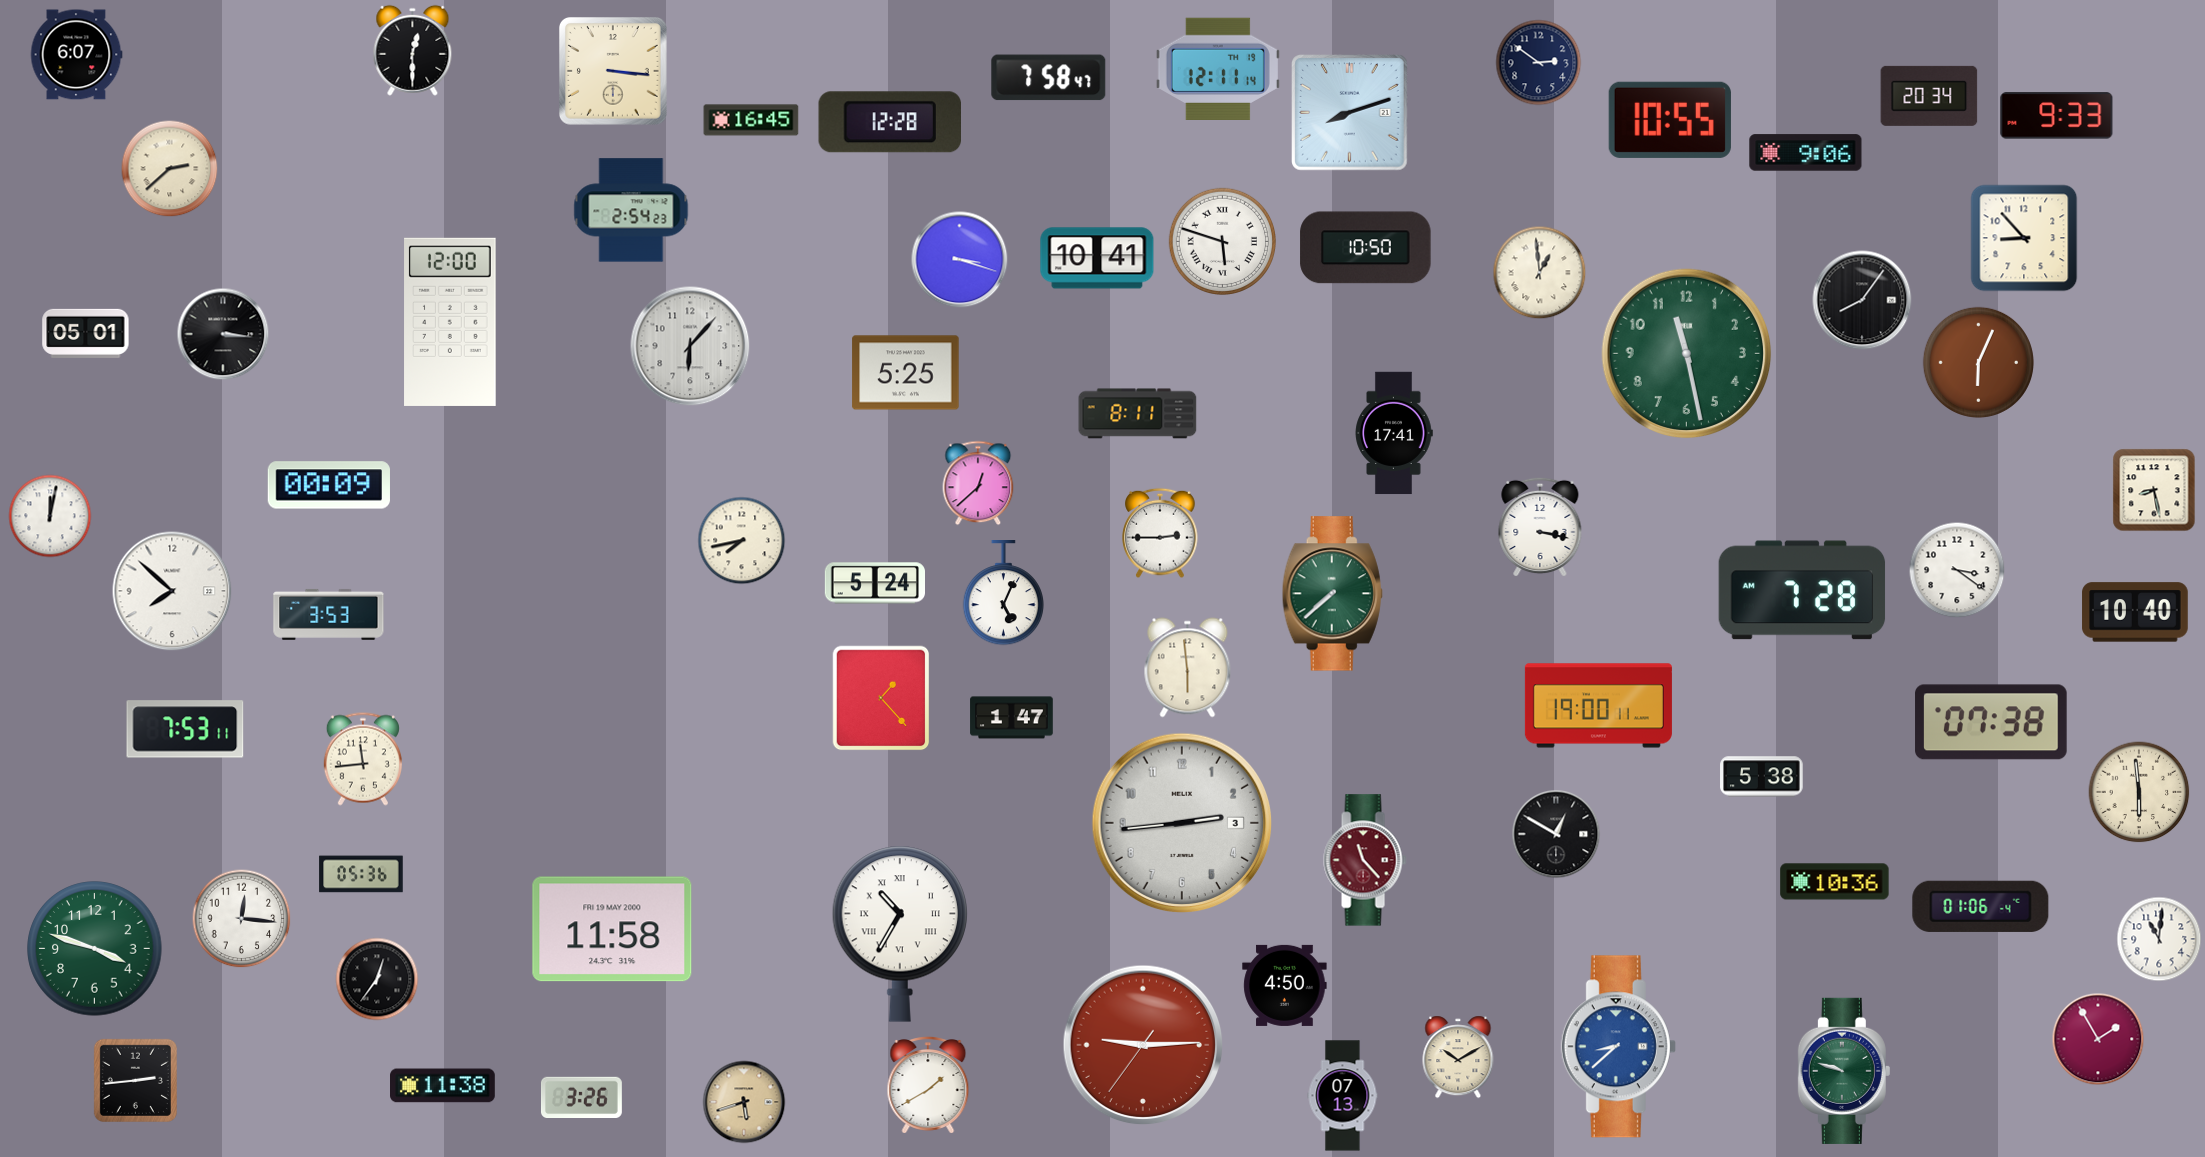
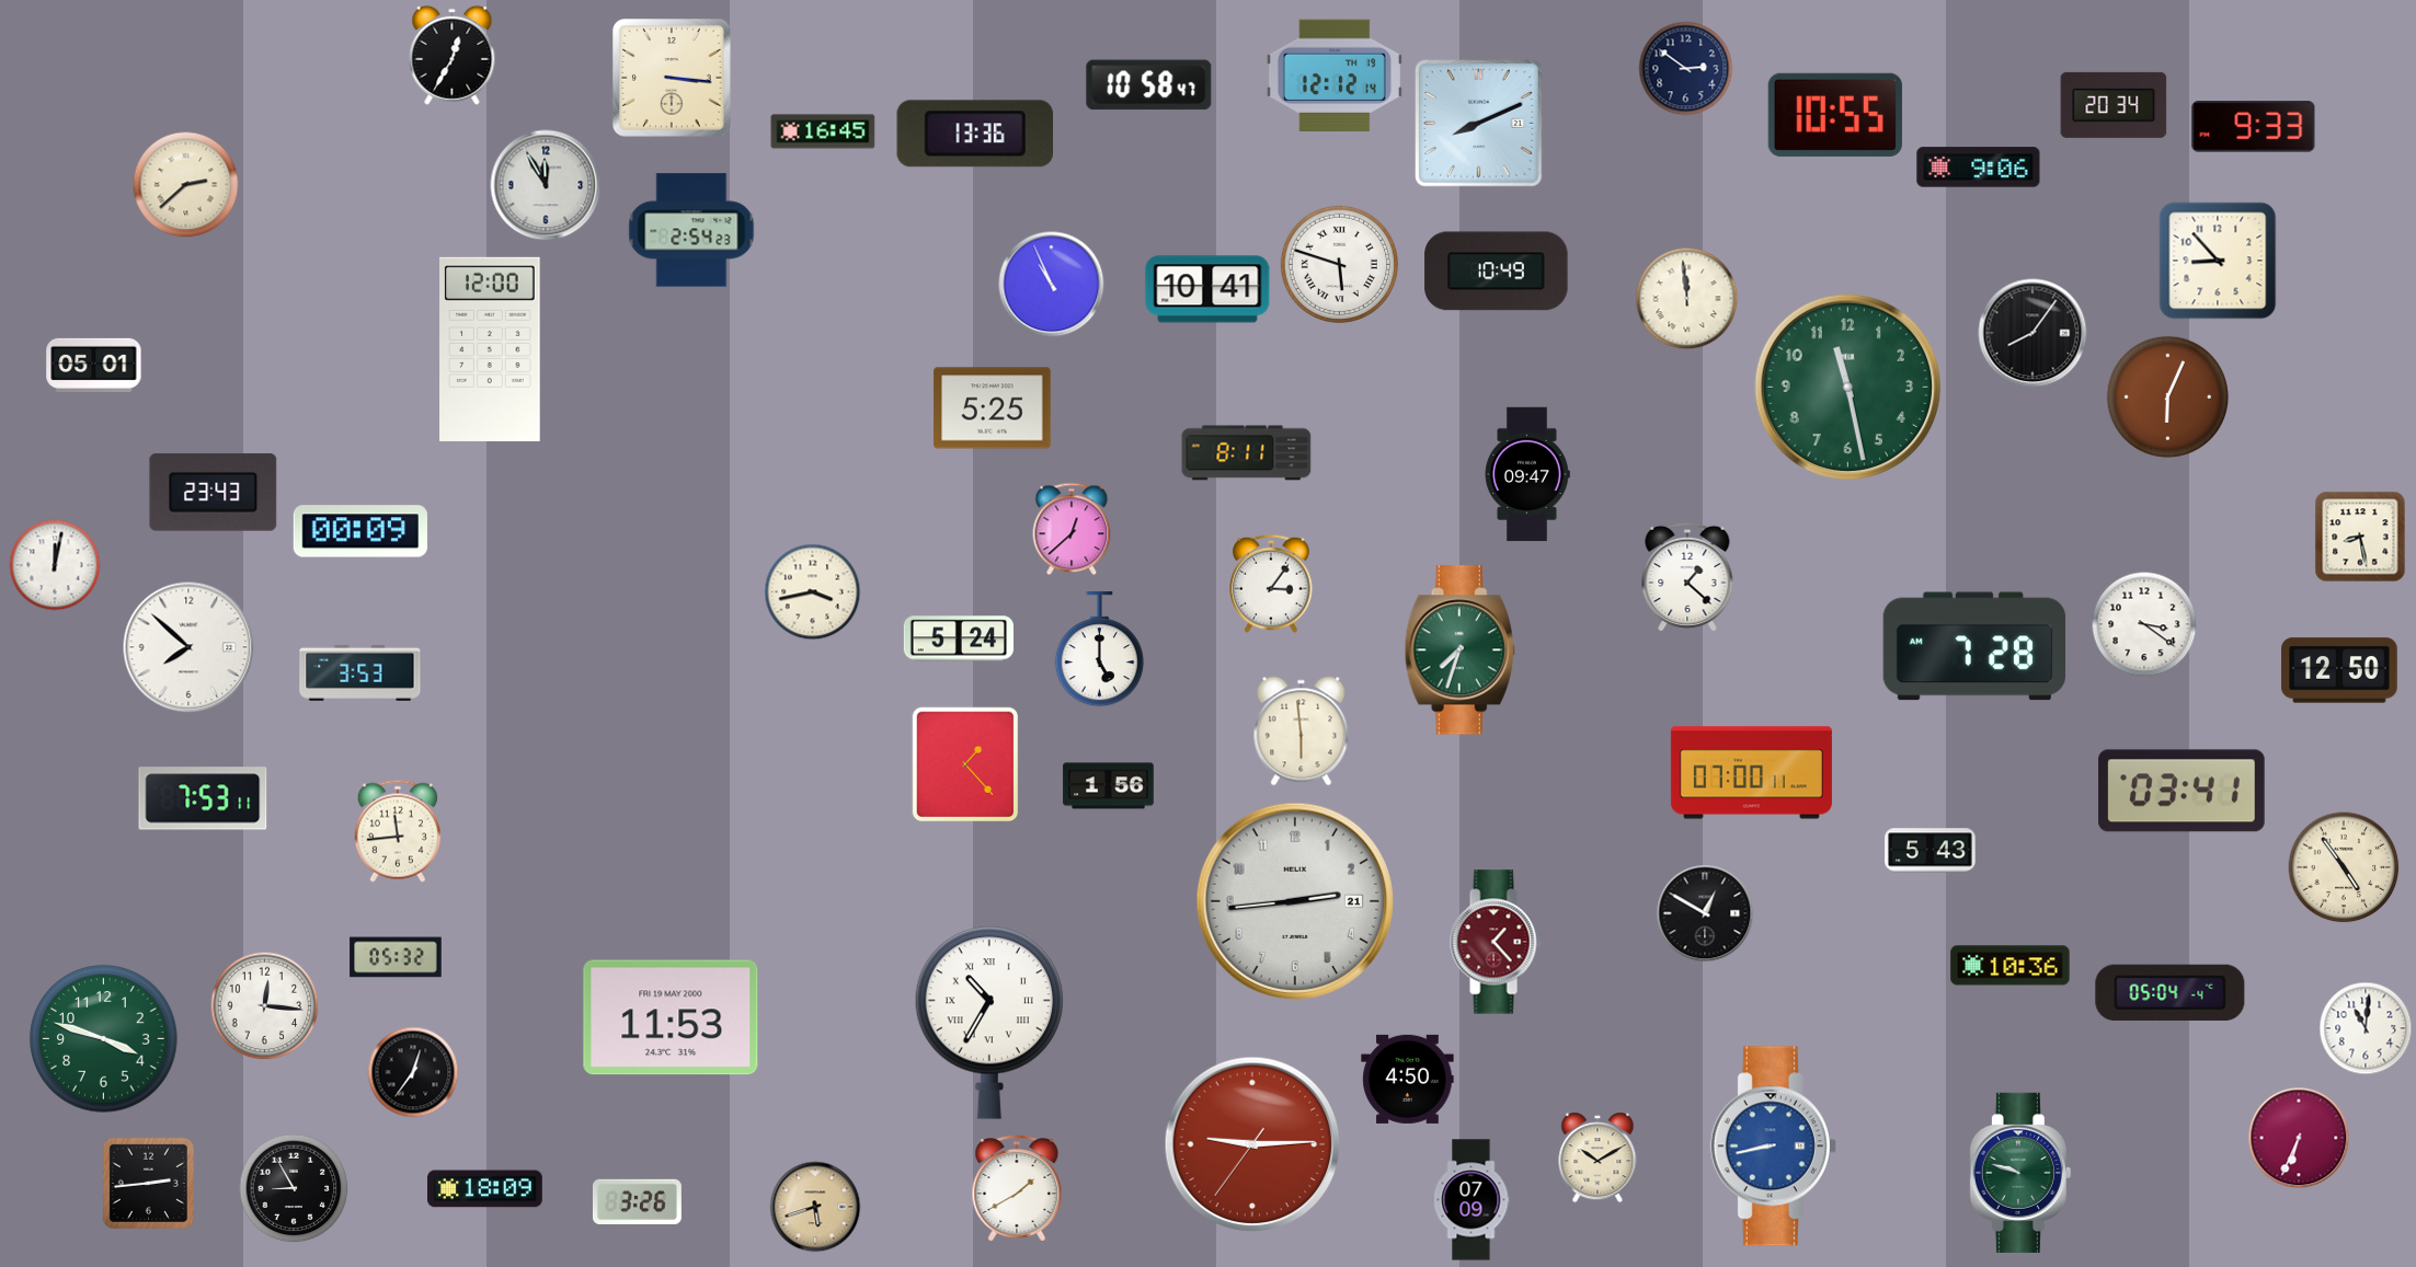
clock at (413, 50): 12:30 -> 12:35
clock at (76, 55): 6:07 -> none
clock at (1218, 68): 12:11 -> 12:12
clock at (1049, 78): 7:58 -> 10:58
clock at (1350, 113): 8:12 -> 8:11
clock at (1670, 120) position: (1670, 120) -> (1835, 115)
clock at (889, 122): 12:28 -> 13:36
clock at (546, 185): none -> 11:55
clock at (1366, 248): 10:50 -> 10:49
clock at (1097, 258) position: (1097, 258) -> (1207, 289)
clock at (960, 260): 3:18 -> 10:56
clock at (1540, 273): 12:59 -> 11:59
clock at (1862, 300) position: (1862, 300) -> (2033, 333)
clock at (450, 322) position: (450, 322) -> (490, 349)
clock at (223, 334): 3:16 -> none
clock at (690, 346): 6:07 -> none
clock at (1394, 433): 17:41 -> 09:47
clock at (214, 492): none -> 23:43
clock at (1540, 527): 3:17 -> 1:22
clock at (1160, 533): 2:45 -> 3:06
clock at (742, 541): 7:43 -> 3:43
clock at (1003, 594): 5:04 -> 5:00
clock at (1332, 594): 7:38 -> 7:33
clock at (2135, 612): 10:40 -> 12:50
clock at (1598, 706): 19:00 -> 07:00
clock at (1012, 718): 1:47 -> 1:56
clock at (1991, 722): 07:38 -> 03:41
clock at (1762, 777): 5:38 -> 5:43
clock at (2139, 792): 5:59 -> 4:54
clock at (1181, 822) date: 3 -> 21
clock at (1365, 860): 11:23 -> 1:23
clock at (361, 874): 05:36 -> 05:32
clock at (1981, 906): 01:06 -> 05:04
clock at (612, 929): 11:58 -> 11:53
clock at (899, 934) position: (899, 934) -> (988, 1023)
clock at (2098, 1039): 1:55 -> 6:34
clock at (1618, 1047): 8:38 -> 8:43
clock at (294, 1188): none -> 8:55
clock at (443, 1086): 11:38 -> 18:09
clock at (1343, 1096): 07:13 -> 07:09
